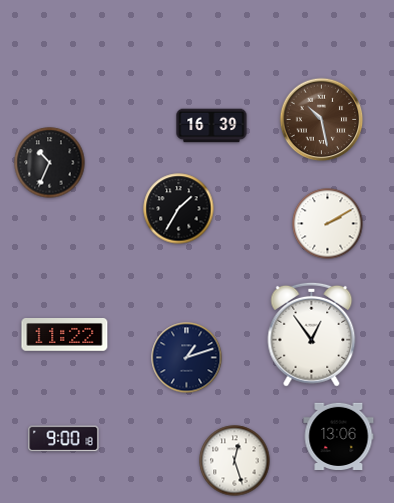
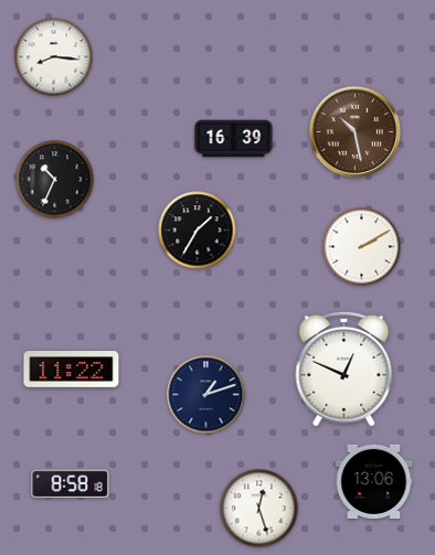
clock at (54, 57): none -> 8:16
clock at (312, 334): 12:54 -> 12:49
clock at (64, 439): 9:00 -> 8:58
